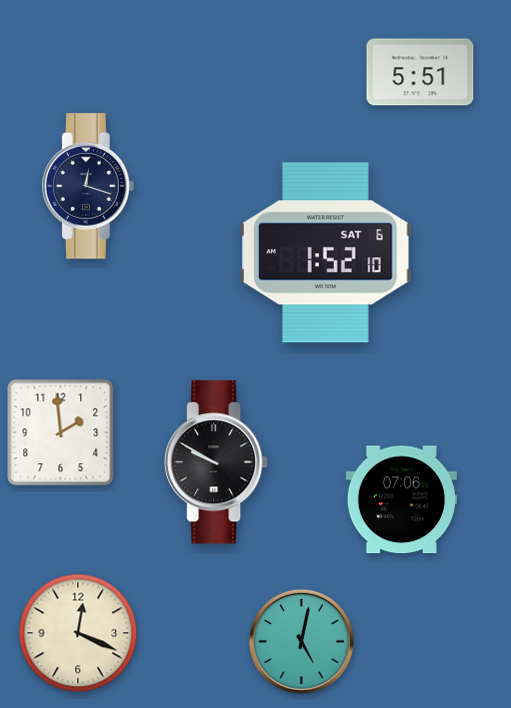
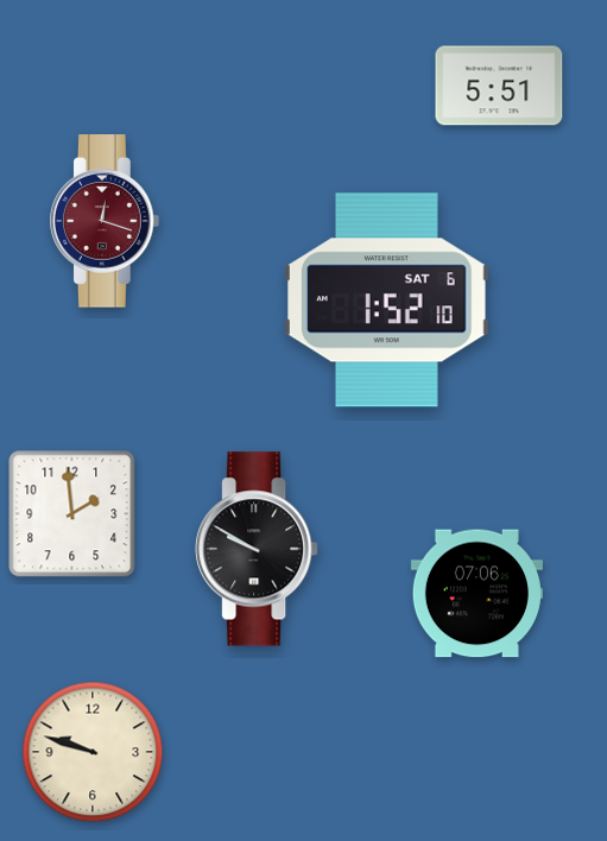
clock at (88, 186) dial: navy -> burgundy
clock at (78, 633): 12:19 -> 9:48
clock at (301, 641): 5:02 -> none
